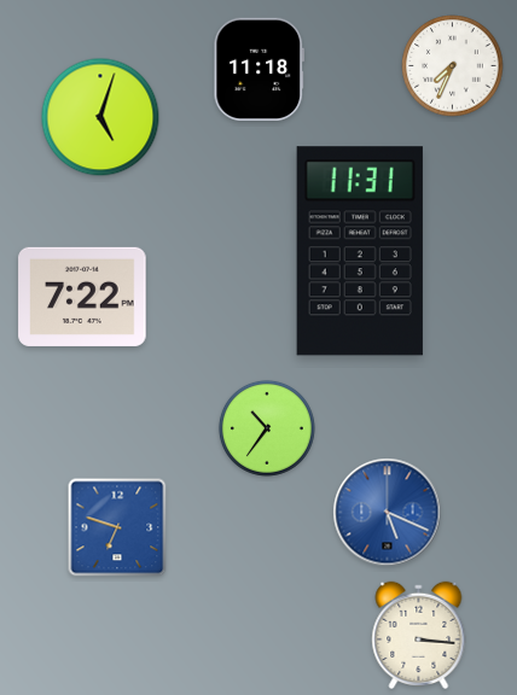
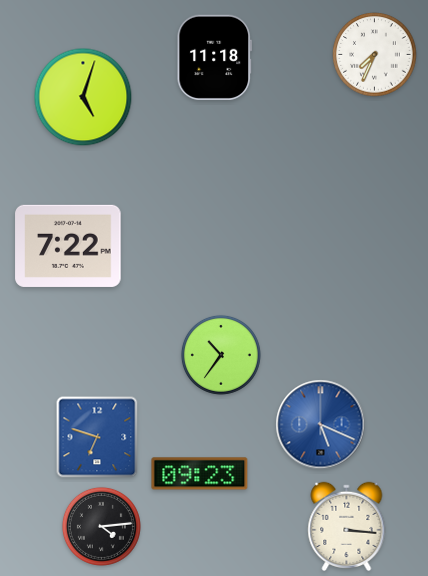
clock at (360, 251): 11:31 -> none
clock at (200, 474): none -> 09:23
clock at (101, 526): none -> 4:14
